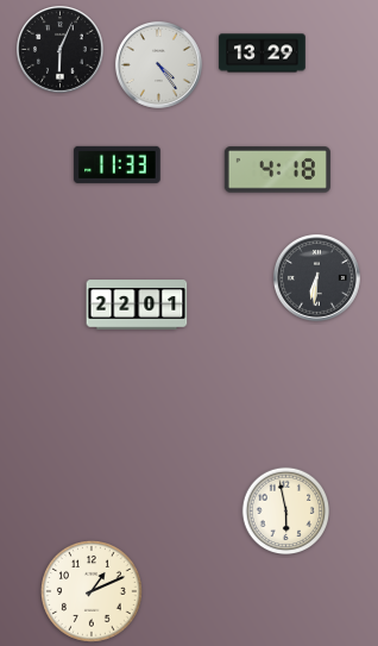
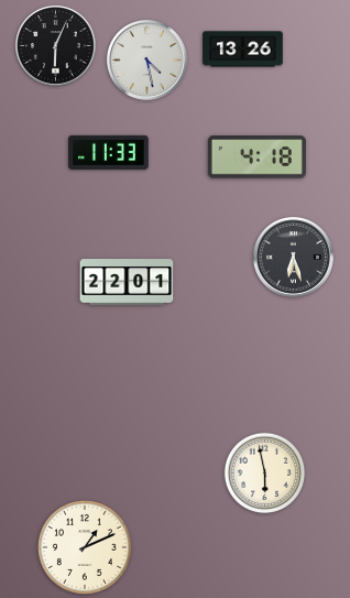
clock at (263, 54): 13:29 -> 13:26
clock at (158, 64): 4:24 -> 4:28
clock at (316, 277): 6:31 -> 6:27
